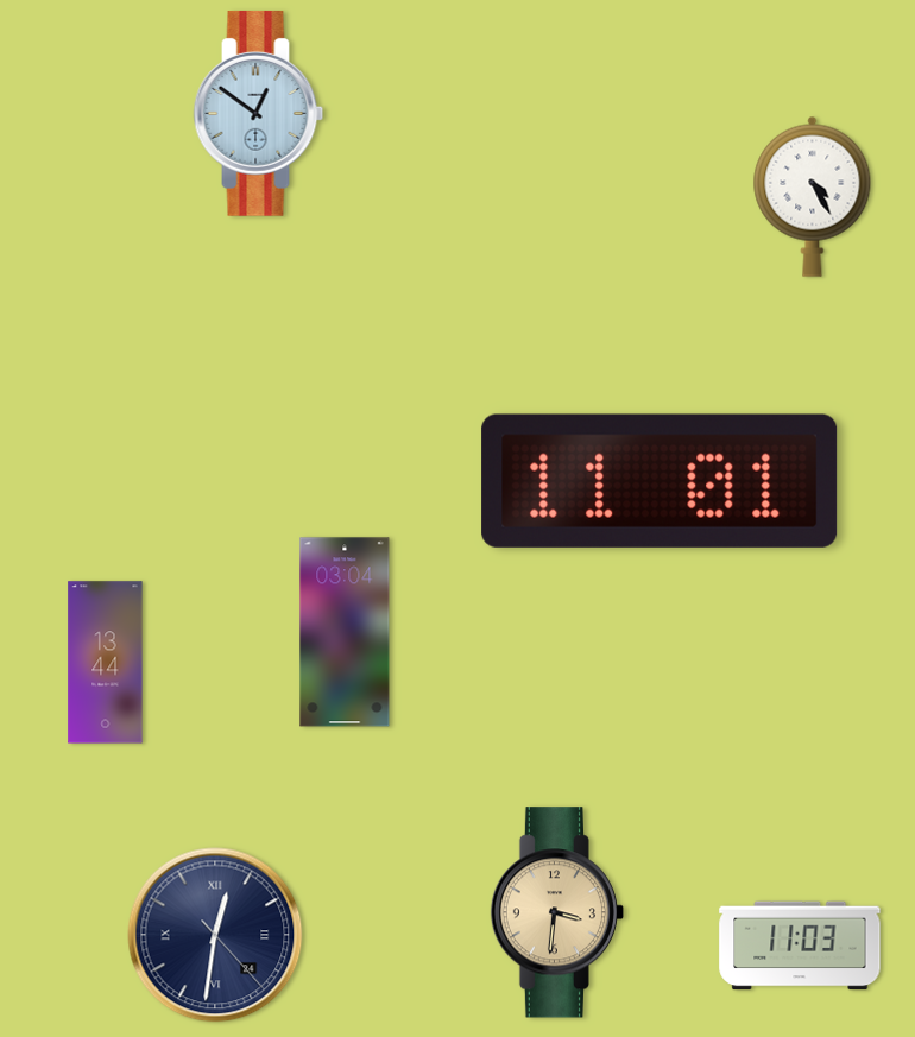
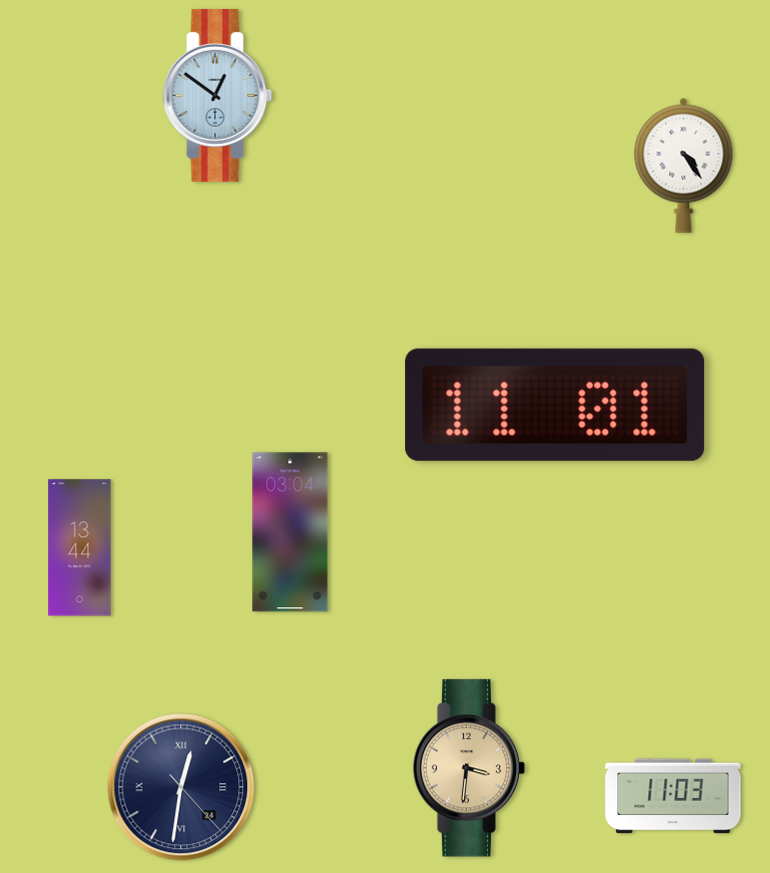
clock at (813, 196): 4:25 -> 4:24
clock at (106, 663) position: (106, 663) -> (80, 548)
